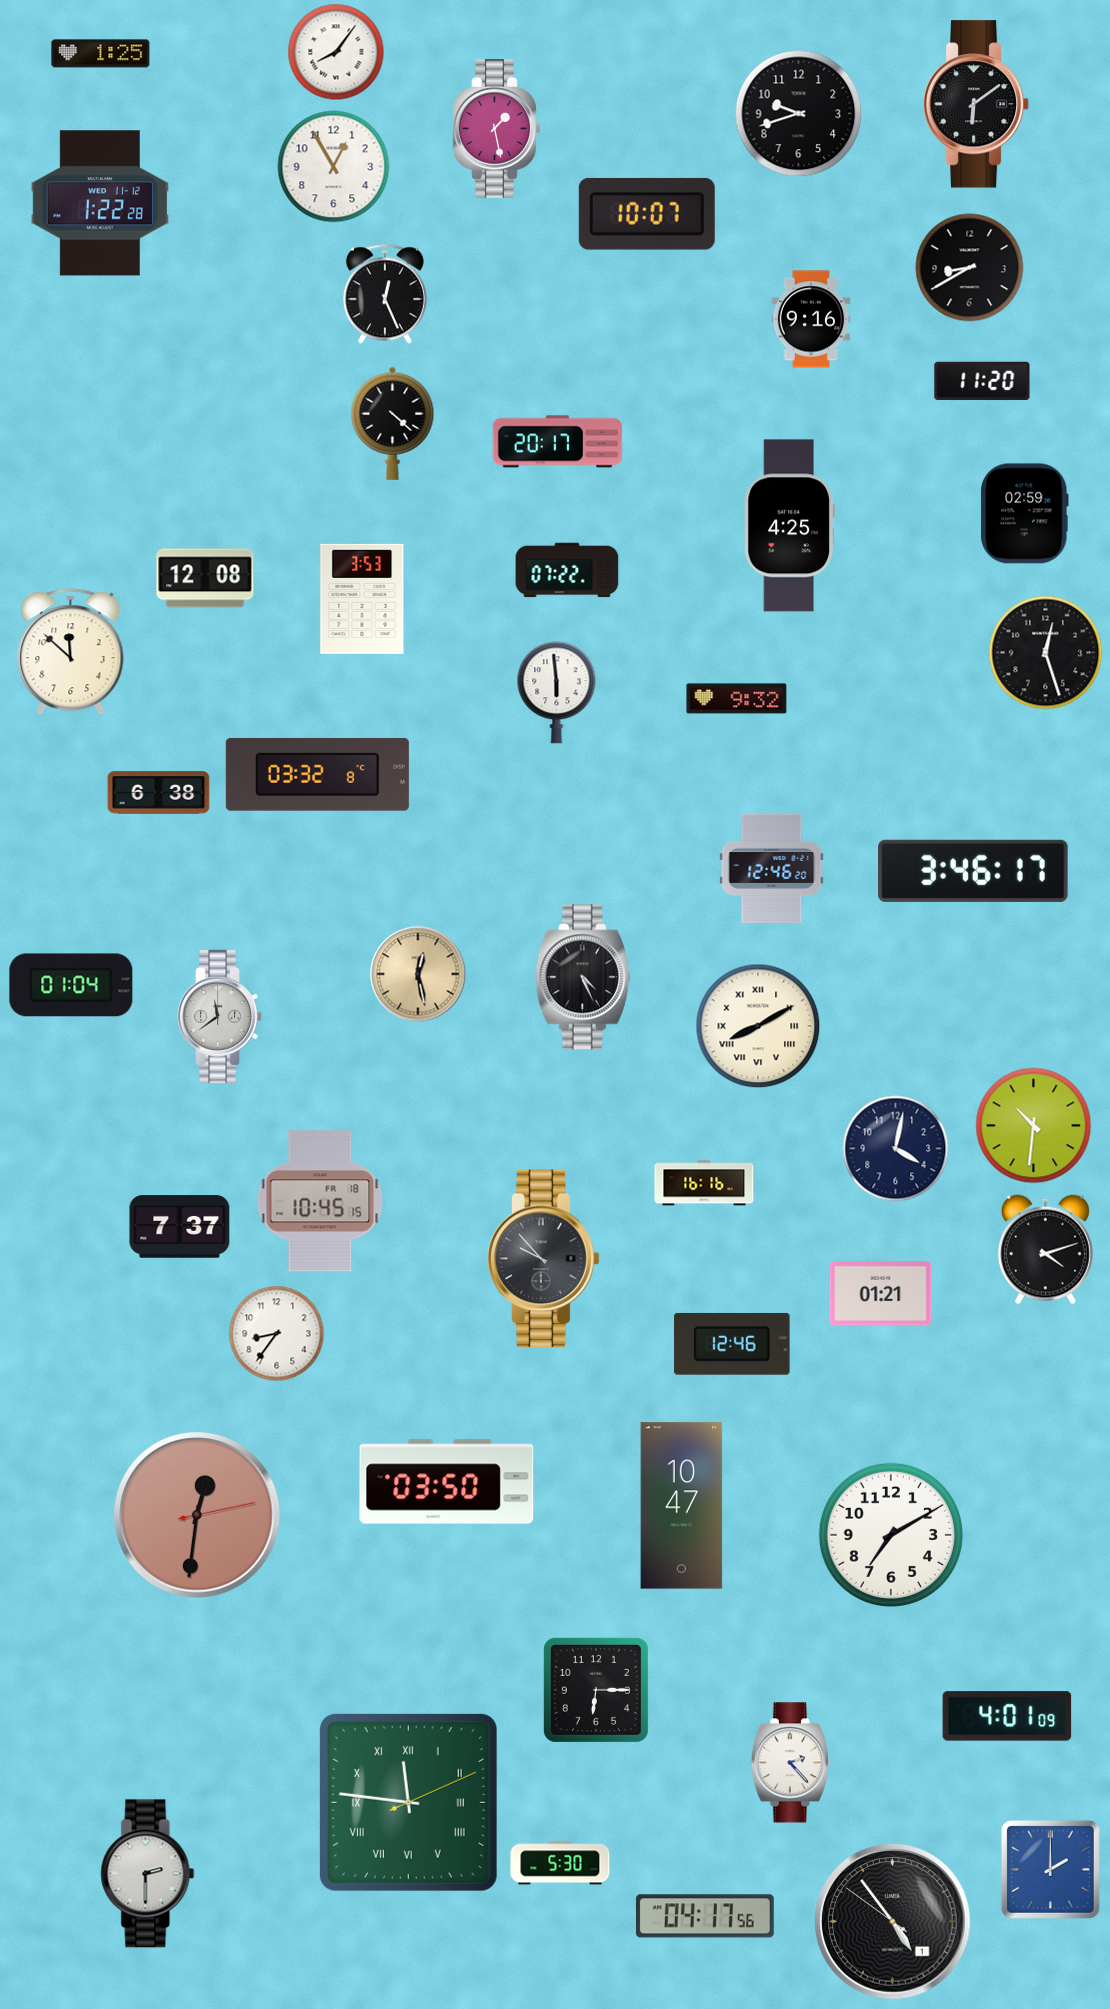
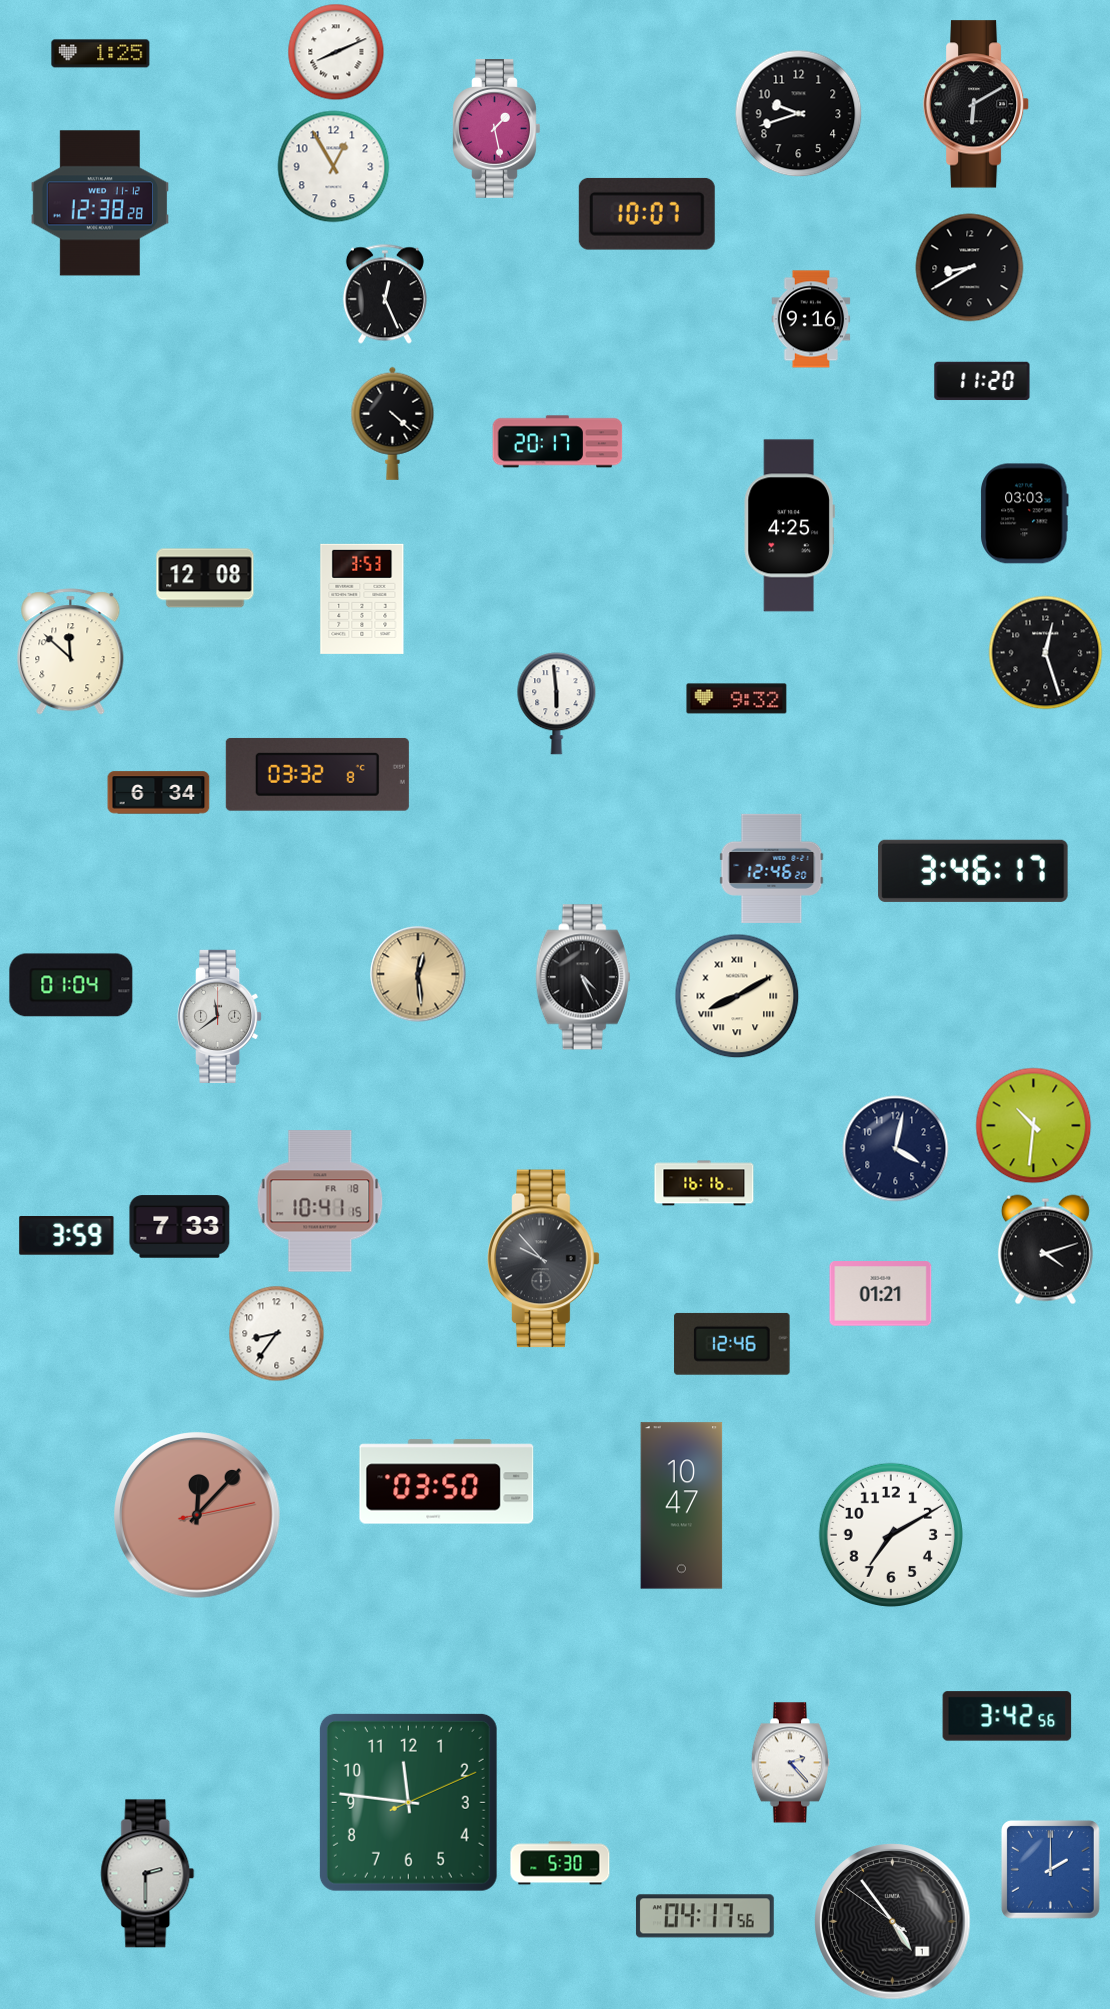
clock at (336, 52): 8:06 -> 8:11
clock at (976, 104): 6:09 -> 6:10
clock at (100, 203): 1:22 -> 12:38
clock at (1025, 514): 02:59 -> 03:03
clock at (567, 570): 07:22 -> none
clock at (557, 693) position: (557, 693) -> (557, 704)
clock at (159, 793): 6:38 -> 6:34
clock at (418, 974): 12:28 -> 12:29
clock at (758, 1026) position: (758, 1026) -> (737, 996)
clock at (320, 1201): 10:45 -> 10:41
clock at (180, 1227): 7:37 -> 7:33
clock at (67, 1236): none -> 3:59
clock at (197, 1515): 12:31 -> 12:07
clock at (596, 1690): 6:15 -> none
clock at (1007, 1716): 4:01 -> 3:42
clock at (408, 1802) numerals: Roman -> Arabic
